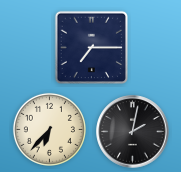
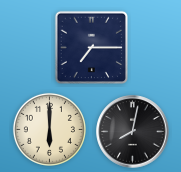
clock at (49, 129): 6:37 -> 6:00
clock at (133, 132): 2:02 -> 8:02
